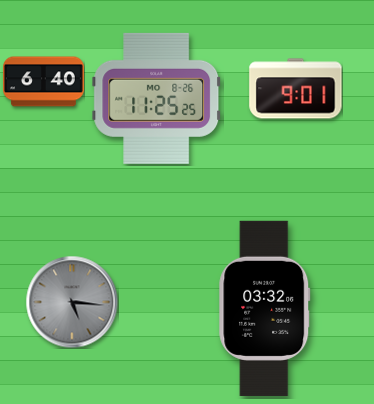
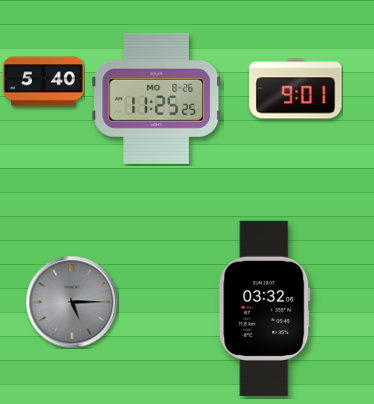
clock at (44, 82): 6:40 -> 5:40
clock at (72, 302): 5:16 -> 5:15
